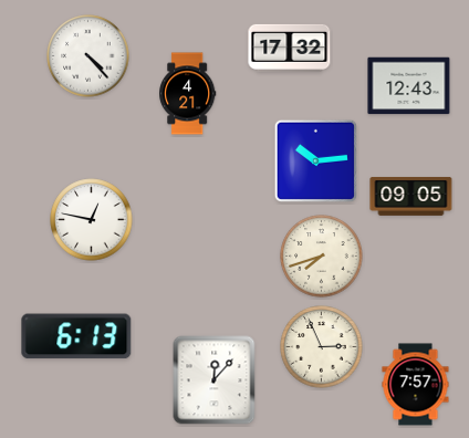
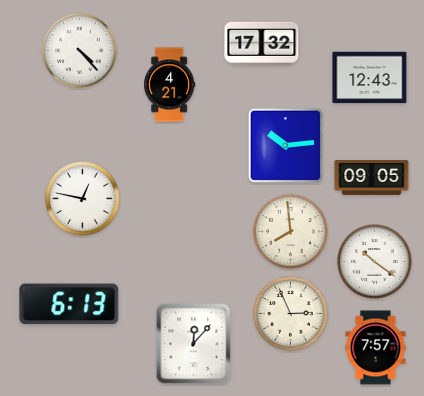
clock at (322, 257): 7:42 -> 7:59
clock at (375, 262): none -> 10:21
